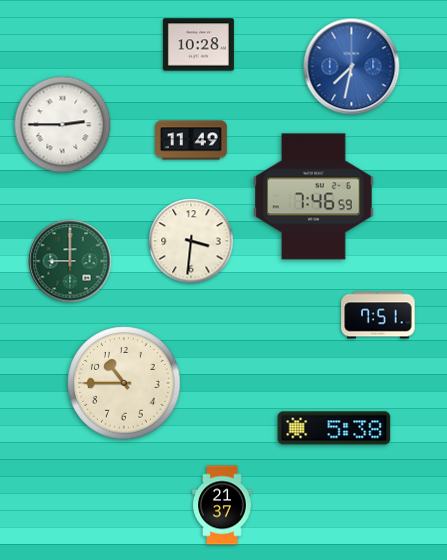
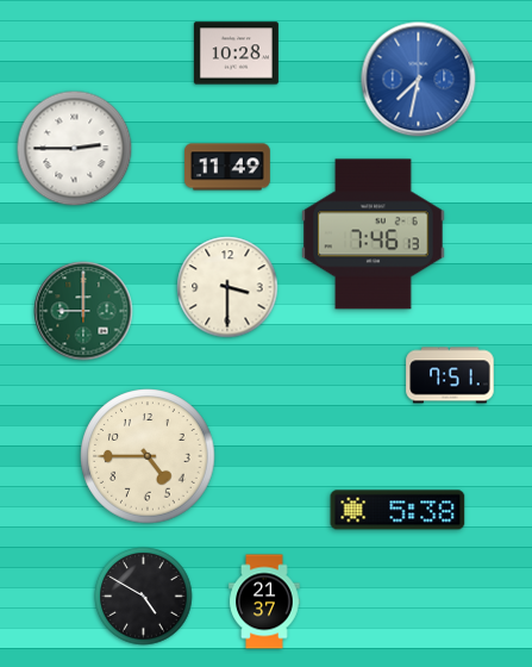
clock at (314, 197): 7:46:59 -> 7:46:13
clock at (191, 241): 3:31 -> 3:30
clock at (124, 383): 10:45 -> 4:45
clock at (144, 597): none -> 4:50
